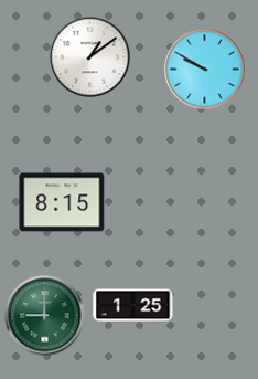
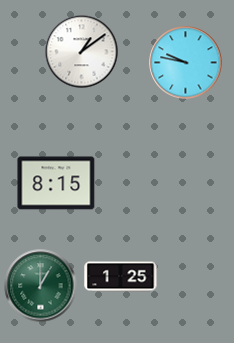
clock at (205, 70): 9:50 -> 9:47
clock at (45, 316): 9:00 -> 1:00
